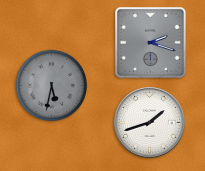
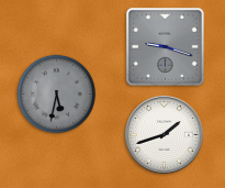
clock at (150, 42): 2:18 -> 9:18
